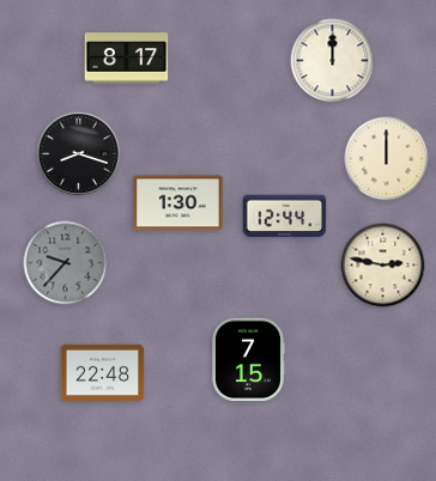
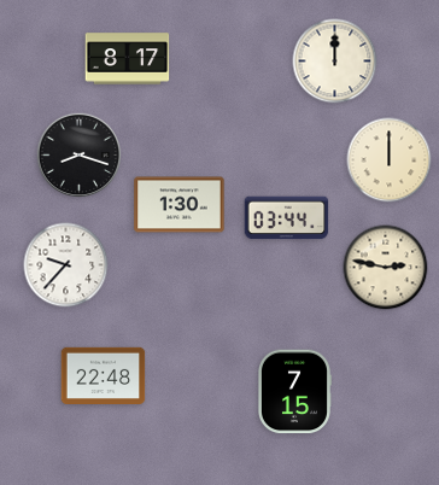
clock at (285, 217): 12:44 -> 03:44
clock at (66, 263) dial: grey -> white
clock at (248, 360) position: (248, 360) -> (294, 392)
